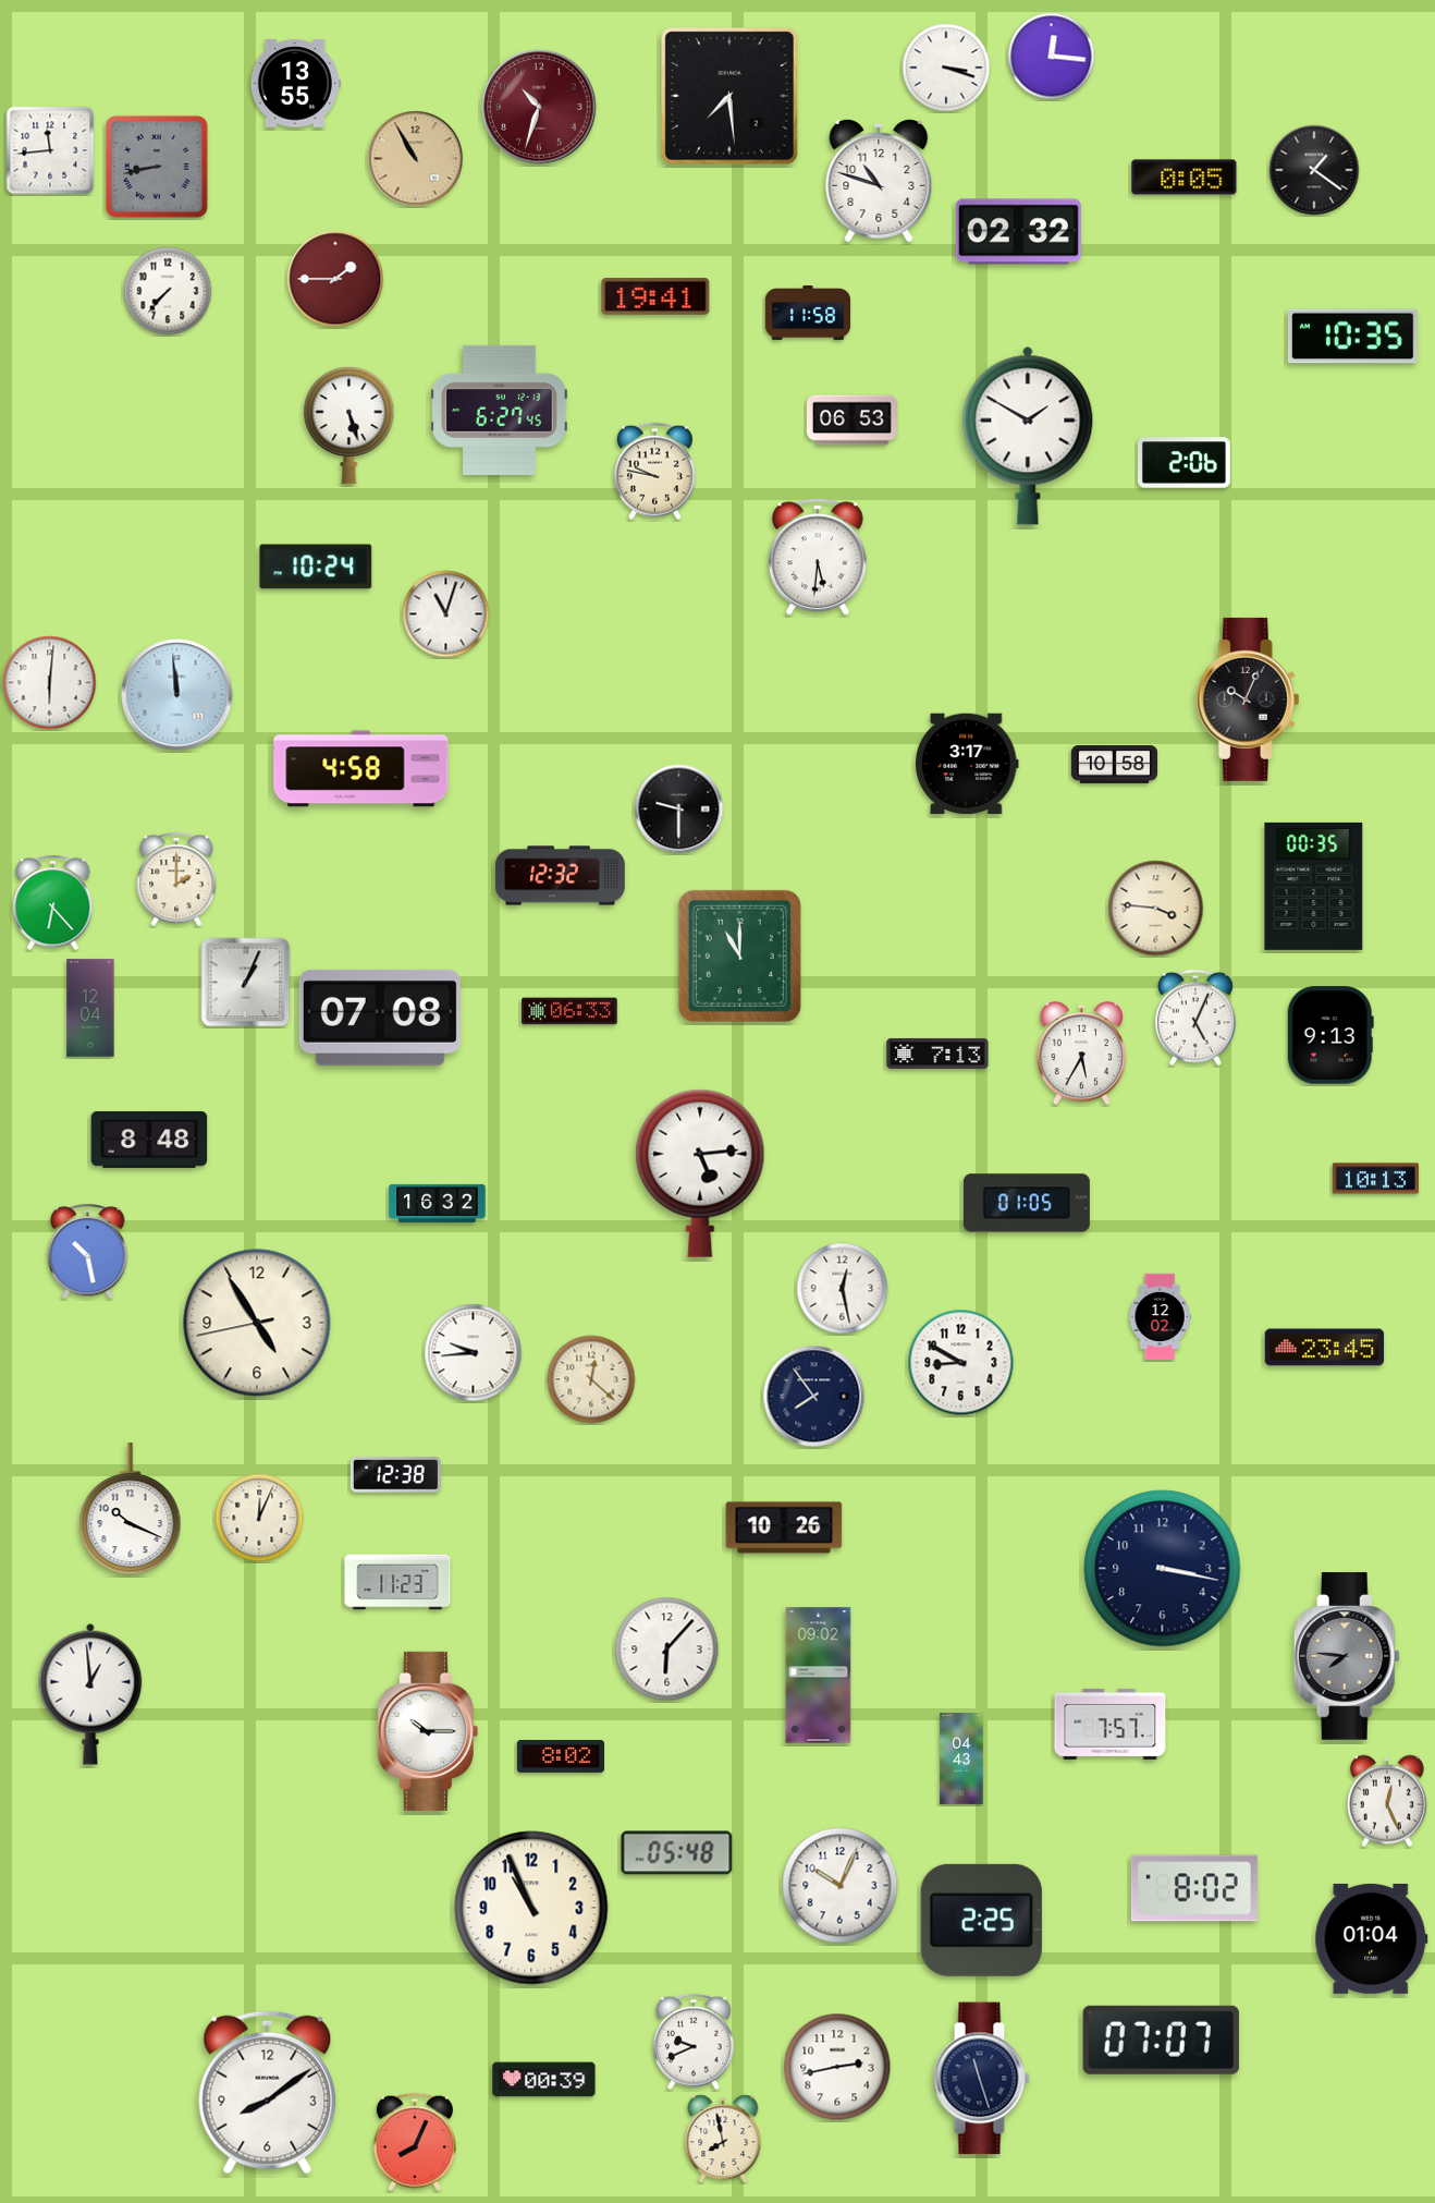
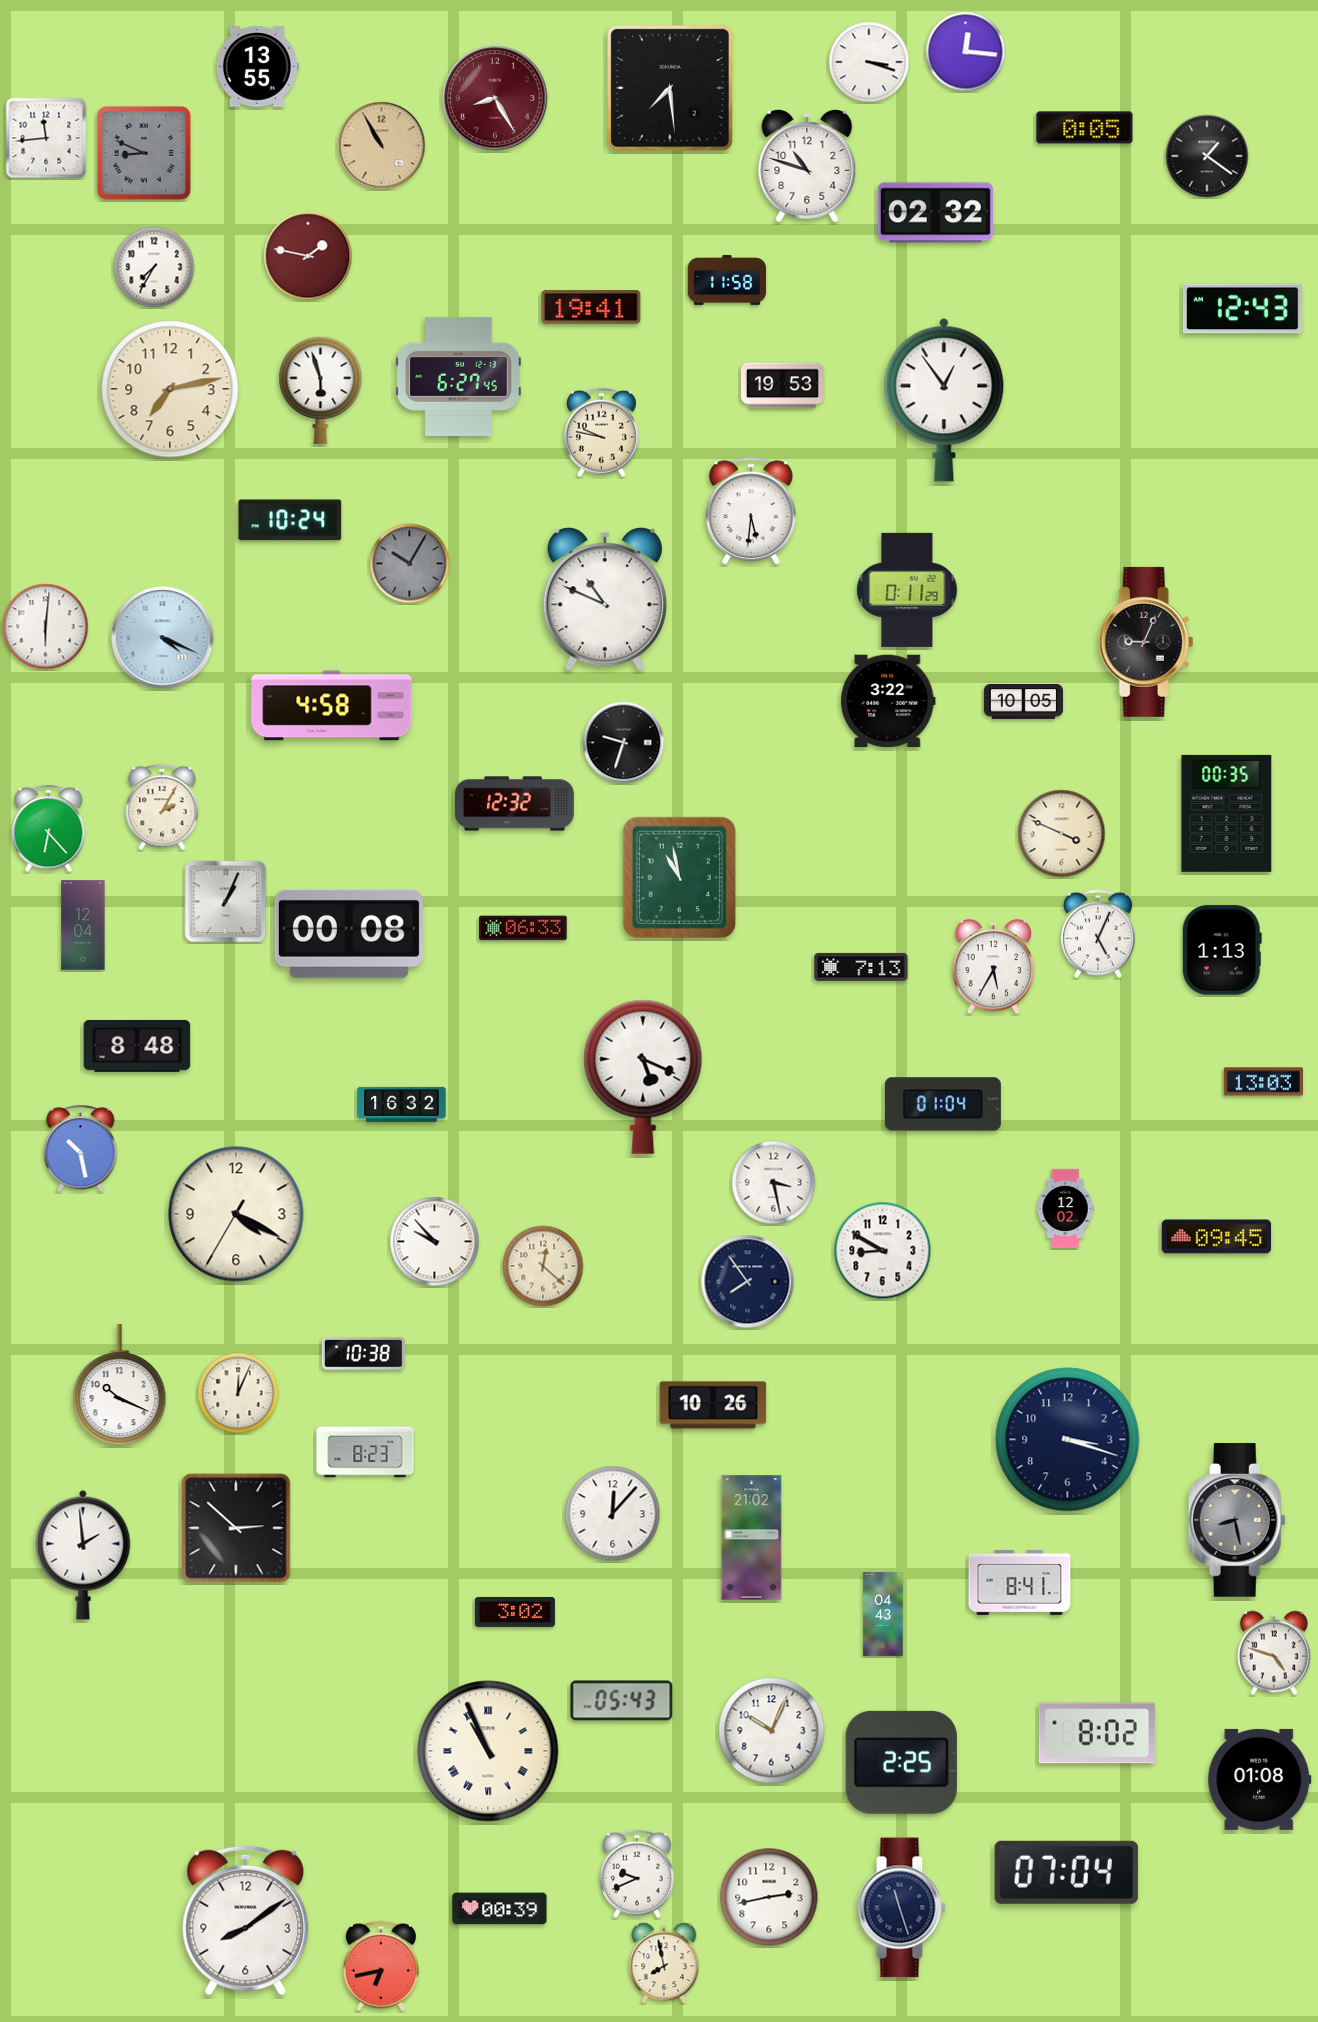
clock at (295, 84) position: (295, 84) -> (257, 67)
clock at (539, 107): 10:33 -> 8:25
clock at (157, 167): 8:43 -> 8:49
clock at (1185, 178) position: (1185, 178) -> (1085, 128)
clock at (335, 279): 1:45 -> 1:47
clock at (168, 291): 7:37 -> 7:35
clock at (655, 297) position: (655, 297) -> (591, 308)
clock at (808, 314) position: (808, 314) -> (727, 281)
clock at (1352, 337): 10:35 -> 12:43
clock at (851, 421): 06:53 -> 19:53
clock at (170, 389): none -> 7:13
clock at (349, 425): 5:27 -> 5:57
clock at (1028, 436): 1:50 -> 12:54
clock at (1183, 463): 2:06 -> none
clock at (446, 614): 11:03 -> 10:05
clock at (446, 614) dial: white -> grey
clock at (907, 590): none -> 0:11
clock at (605, 599): none -> 10:49
clock at (177, 695): 11:59 -> 4:19
clock at (1248, 699): 10:04 -> 9:04
clock at (967, 764): 3:17 -> 3:22
clock at (1115, 765): 10:58 -> 10:05
clock at (679, 810): 9:30 -> 9:33
clock at (176, 879): 2:00 -> 2:05
clock at (1314, 886) position: (1314, 886) -> (1227, 813)
clock at (1156, 909): 3:46 -> 3:49
clock at (739, 956): 11:00 -> 10:58
clock at (380, 1018): 07:08 -> 00:08
clock at (1330, 1035): 9:13 -> 1:13
clock at (700, 1173): 5:14 -> 5:19
clock at (1375, 1179): 10:13 -> 13:03
clock at (1027, 1203): 01:05 -> 01:04
clock at (843, 1289): 12:28 -> 3:28
clock at (257, 1323): 4:54 -> 4:19
clock at (1325, 1348): 23:45 -> 09:45
clock at (474, 1353): 9:44 -> 9:53
clock at (395, 1475): 12:38 -> 10:38
clock at (784, 1528) position: (784, 1528) -> (713, 1405)
clock at (1163, 1569): 3:17 -> 3:18
clock at (397, 1582): 11:23 -> 8:23
clock at (667, 1650): 6:07 -> 12:07
clock at (1347, 1656): 7:46 -> 8:28
clock at (236, 1528): none -> 2:52
clock at (819, 1676): 09:02 -> 21:02
clock at (90, 1694): 12:59 -> 1:59
clock at (1111, 1724): 7:57 -> 8:41
clock at (428, 1731): 10:15 -> none
clock at (561, 1756): 8:02 -> 3:02
clock at (1387, 1801): 12:26 -> 4:48
clock at (677, 1853): 05:48 -> 05:43
clock at (531, 1908) numerals: Arabic -> Roman
clock at (1372, 1938): 01:04 -> 01:08
clock at (1161, 2040): 07:07 -> 07:04
clock at (415, 2142): 8:04 -> 6:43
